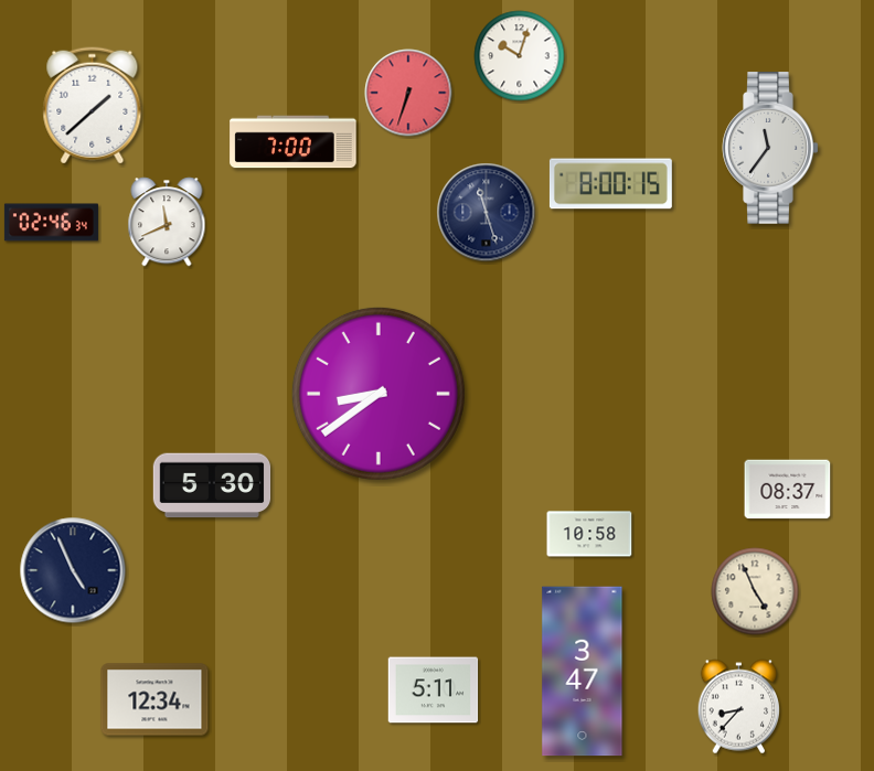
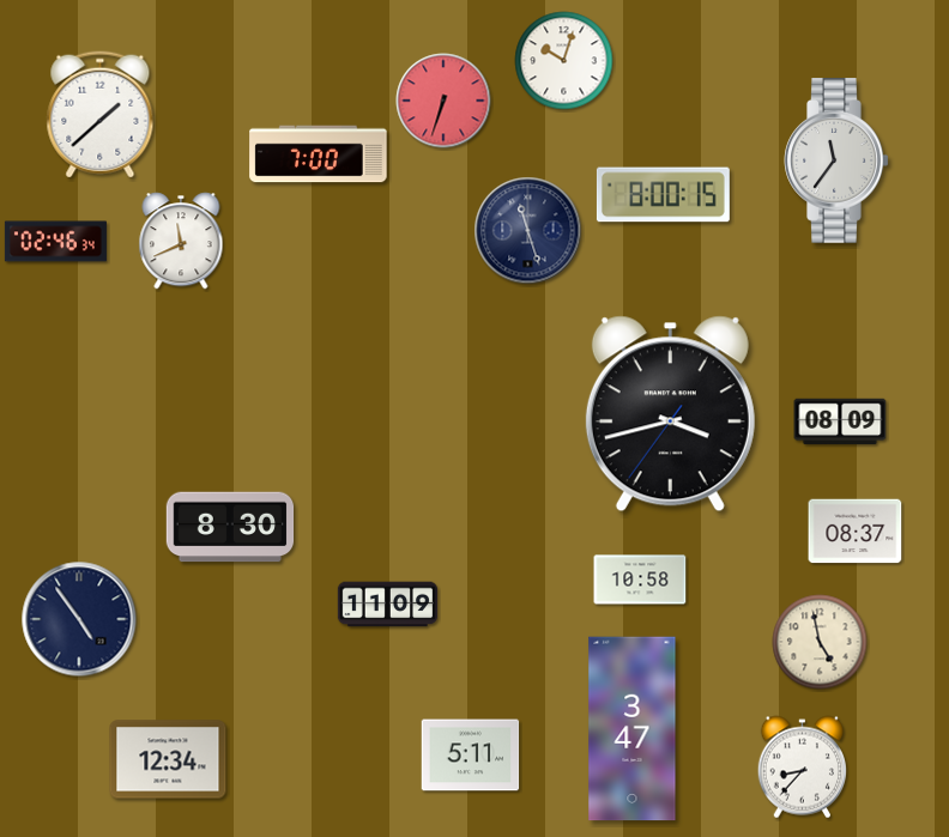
clock at (610, 184) position: (610, 184) -> (663, 195)
clock at (670, 414): none -> 3:42
clock at (840, 421): none -> 08:09
clock at (379, 394): 8:39 -> none
clock at (212, 485): 5:30 -> 8:30
clock at (387, 605): none -> 11:09
clock at (73, 570): 4:56 -> 4:54
clock at (755, 591): 4:56 -> 4:58
clock at (434, 690) position: (434, 690) -> (471, 756)
